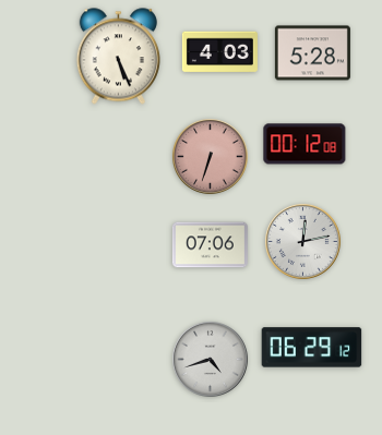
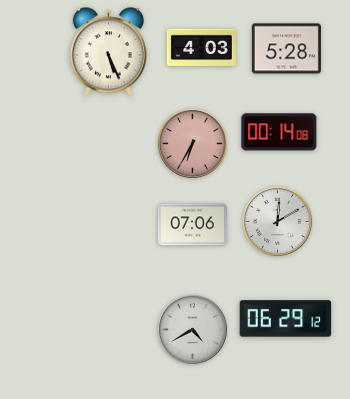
clock at (305, 144): 00:12 -> 00:14
clock at (211, 157): 6:33 -> 6:35
clock at (303, 242): 12:13 -> 12:10
clock at (211, 360): 4:42 -> 4:40
